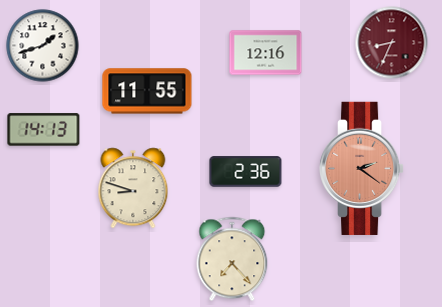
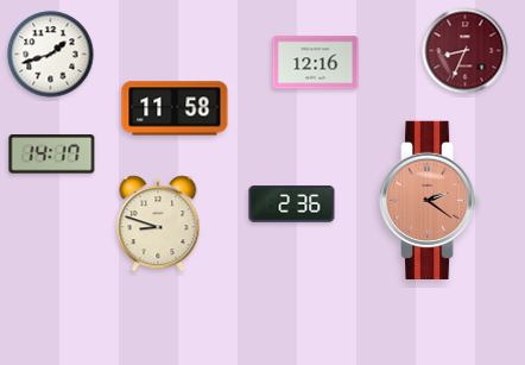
clock at (147, 91): 11:55 -> 11:58
clock at (44, 130): 14:13 -> 14:17
clock at (232, 259): 7:23 -> none
